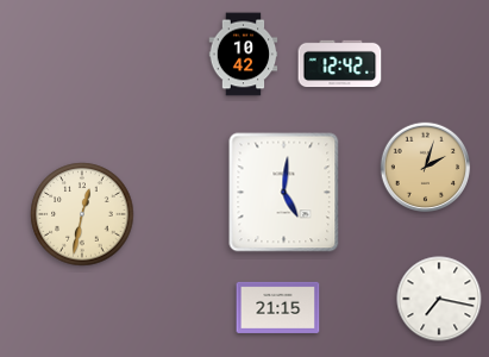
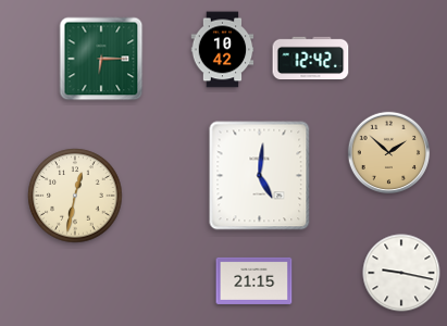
clock at (101, 59): none -> 6:15
clock at (426, 168): 2:03 -> 1:52
clock at (439, 299): 7:17 -> 9:17
